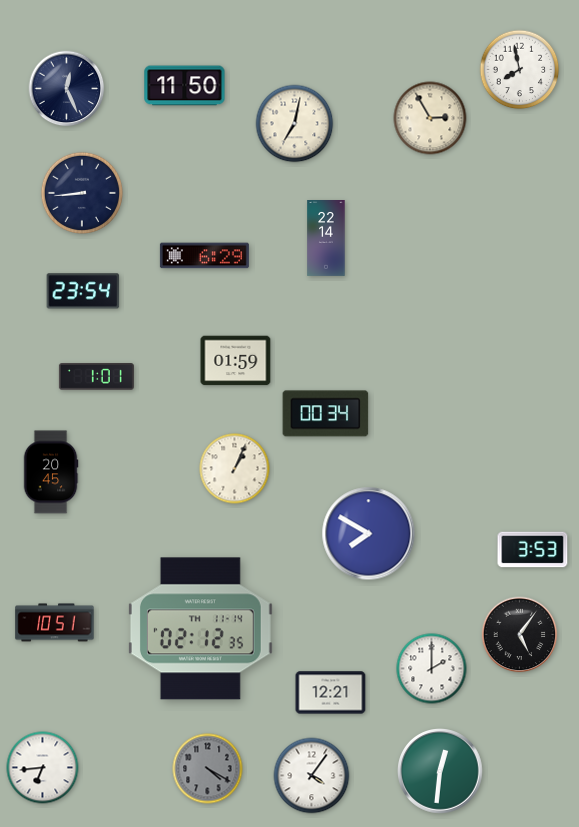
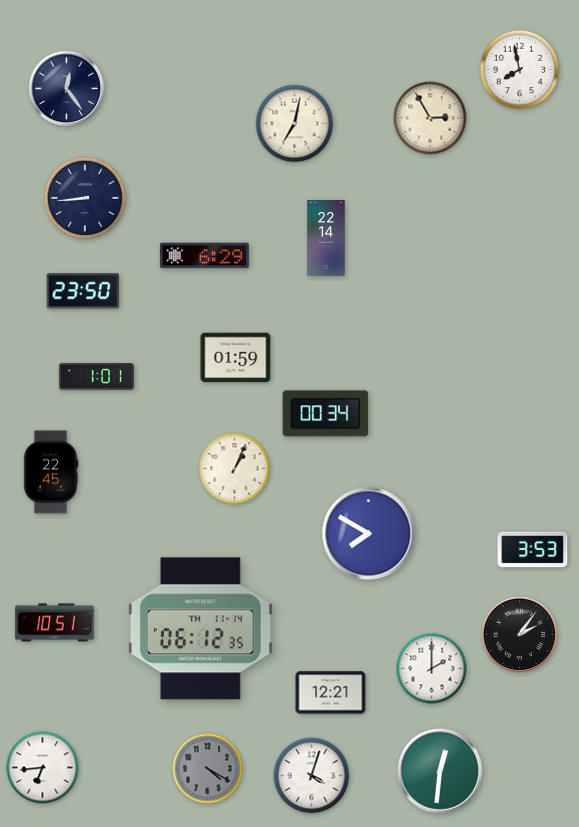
clock at (185, 86): 11:50 -> none
clock at (67, 89): 12:26 -> 12:24
clock at (81, 192) position: (81, 192) -> (84, 197)
clock at (83, 291): 23:54 -> 23:50
clock at (236, 361) position: (236, 361) -> (236, 358)
clock at (51, 472): 20:45 -> 22:45
clock at (200, 629): 02:12 -> 06:12
clock at (520, 635): 5:06 -> 2:06
clock at (312, 776): 4:06 -> 4:03
